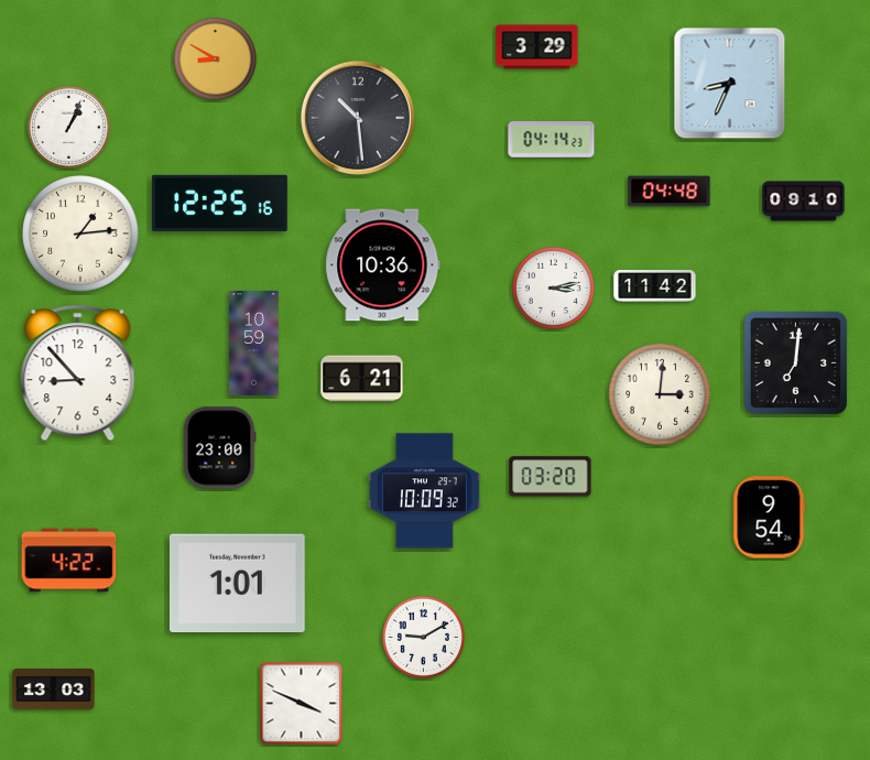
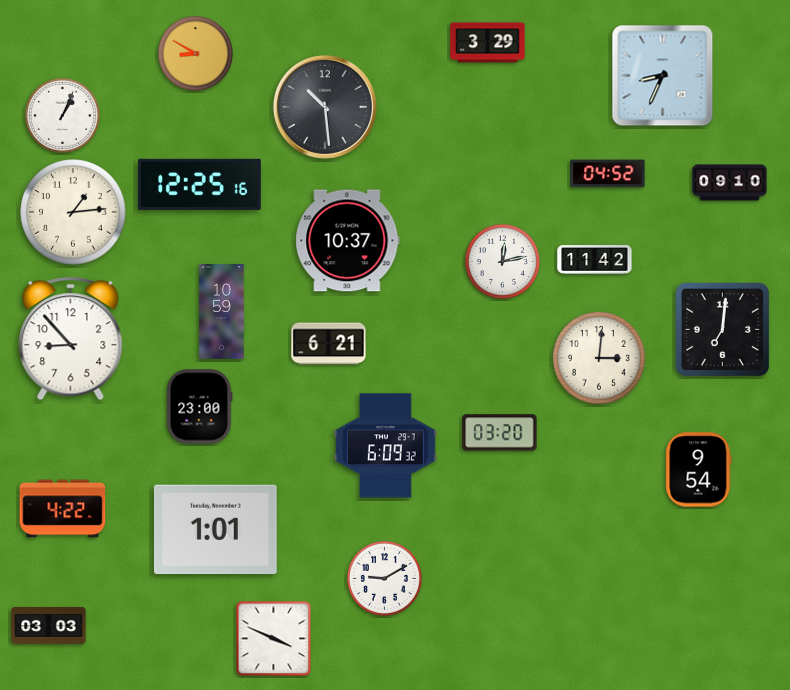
clock at (552, 140): 04:14 -> none
clock at (670, 192): 04:48 -> 04:52
clock at (383, 265): 10:36 -> 10:37
clock at (553, 287): 3:13 -> 12:13
clock at (254, 344) position: (254, 344) -> (222, 312)
clock at (424, 491): 10:09 -> 6:09
clock at (54, 688): 13:03 -> 03:03
